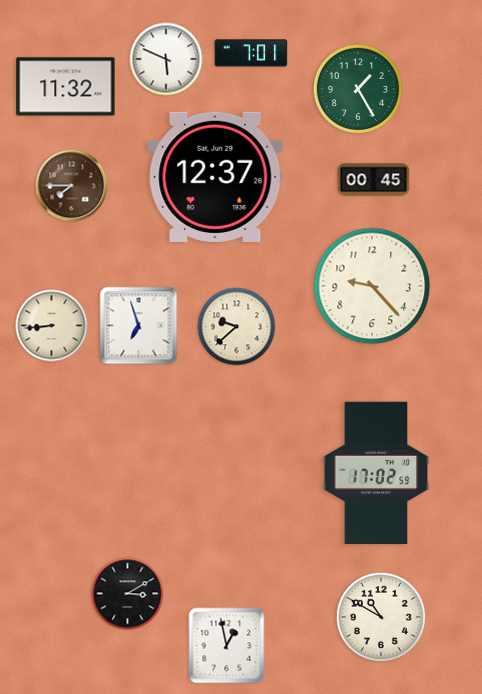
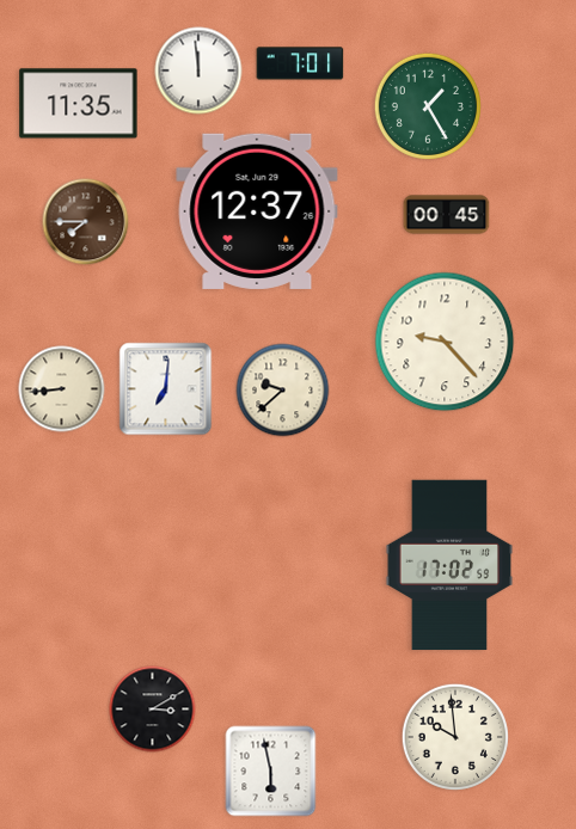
clock at (166, 59): 5:49 -> 11:59
clock at (66, 87): 11:32 -> 11:35
clock at (139, 326): 6:57 -> 7:01
clock at (381, 617): 10:50 -> 9:59
clock at (227, 646): 12:58 -> 5:58
